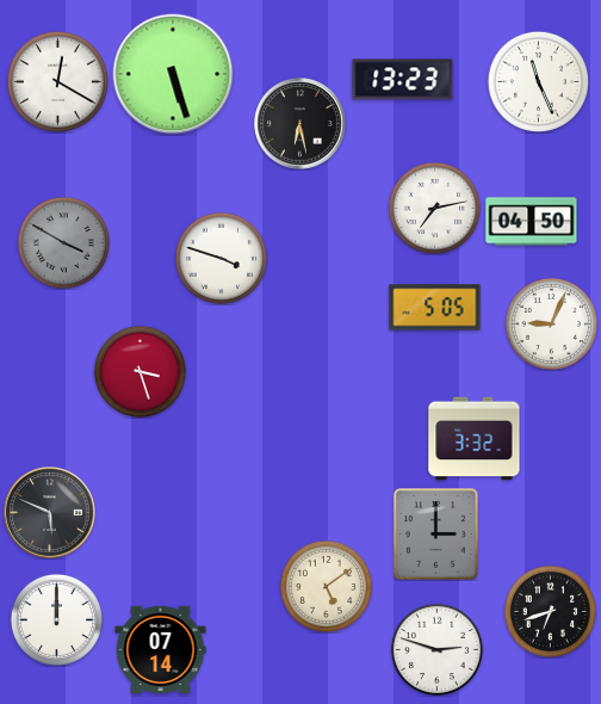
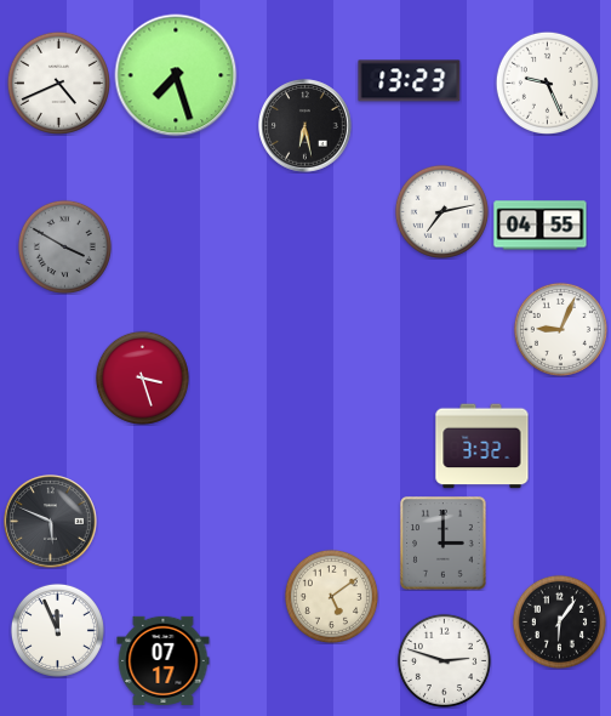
clock at (173, 74): 5:27 -> 7:27
clock at (57, 81): 12:20 -> 4:41
clock at (538, 81): 11:26 -> 9:26
clock at (532, 222): 04:50 -> 04:55
clock at (221, 258): 3:48 -> none
clock at (435, 308): 5:05 -> none
clock at (550, 611): 6:42 -> 6:06
clock at (56, 619): 12:00 -> 11:56
clock at (161, 649): 07:14 -> 07:17
